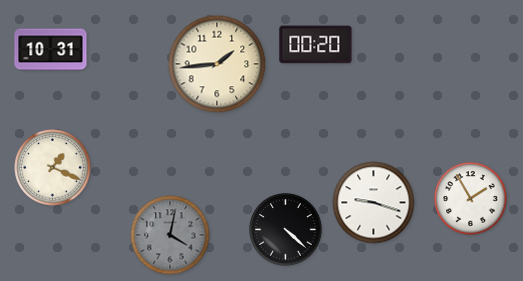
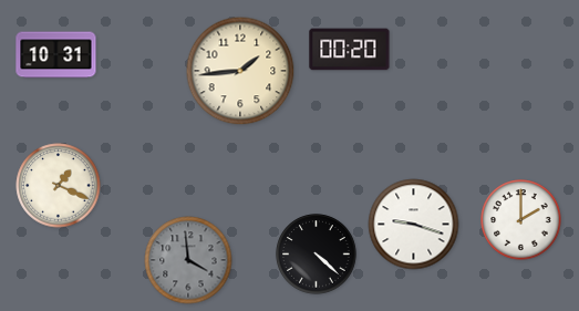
clock at (471, 199): 1:55 -> 2:00
clock at (170, 235): 4:02 -> 3:59
